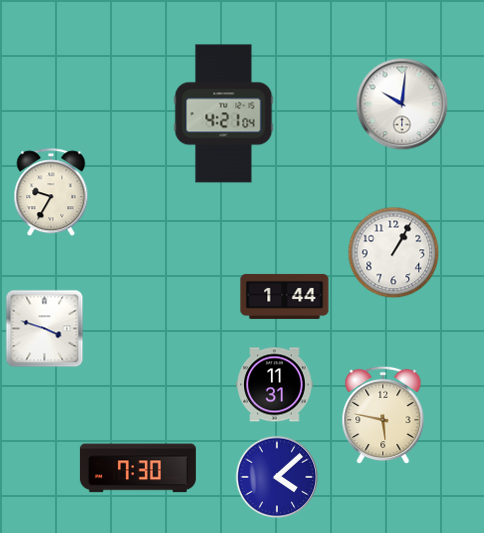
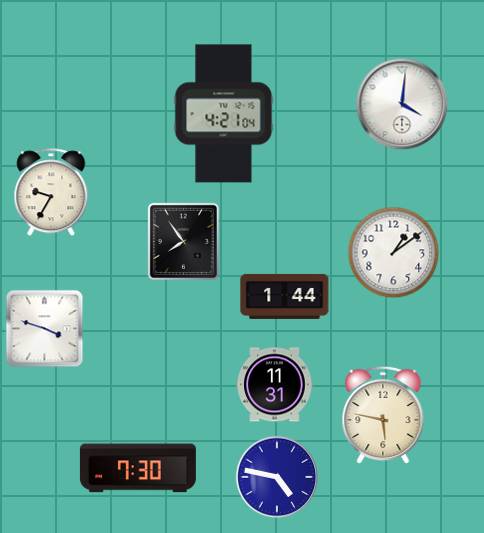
clock at (402, 104): 10:01 -> 4:01
clock at (183, 241): none -> 7:54
clock at (393, 252): 1:05 -> 1:09
clock at (277, 477): 4:08 -> 4:47
